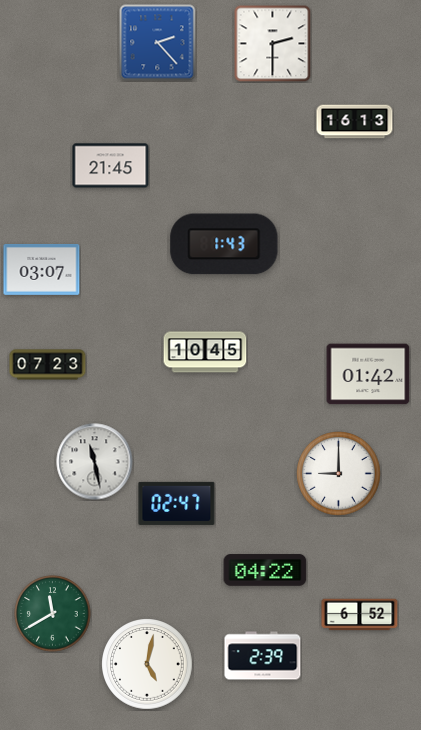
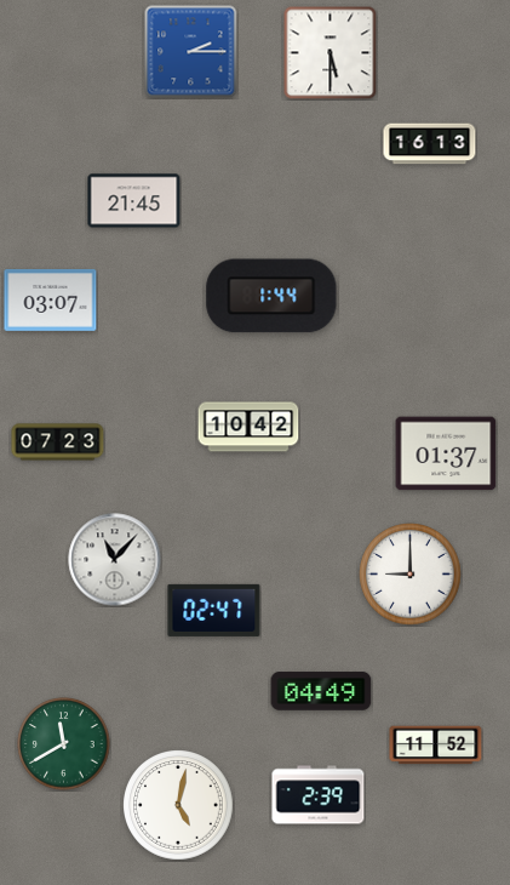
clock at (158, 43): 2:23 -> 2:15
clock at (272, 43): 2:30 -> 5:30
clock at (355, 122) position: (355, 122) -> (430, 144)
clock at (224, 244): 1:43 -> 1:44
clock at (42, 270) position: (42, 270) -> (51, 301)
clock at (205, 352): 10:45 -> 10:42
clock at (368, 374): 01:42 -> 01:37
clock at (95, 462): 11:28 -> 11:07
clock at (265, 570): 04:22 -> 04:49
clock at (360, 615): 6:52 -> 11:52
